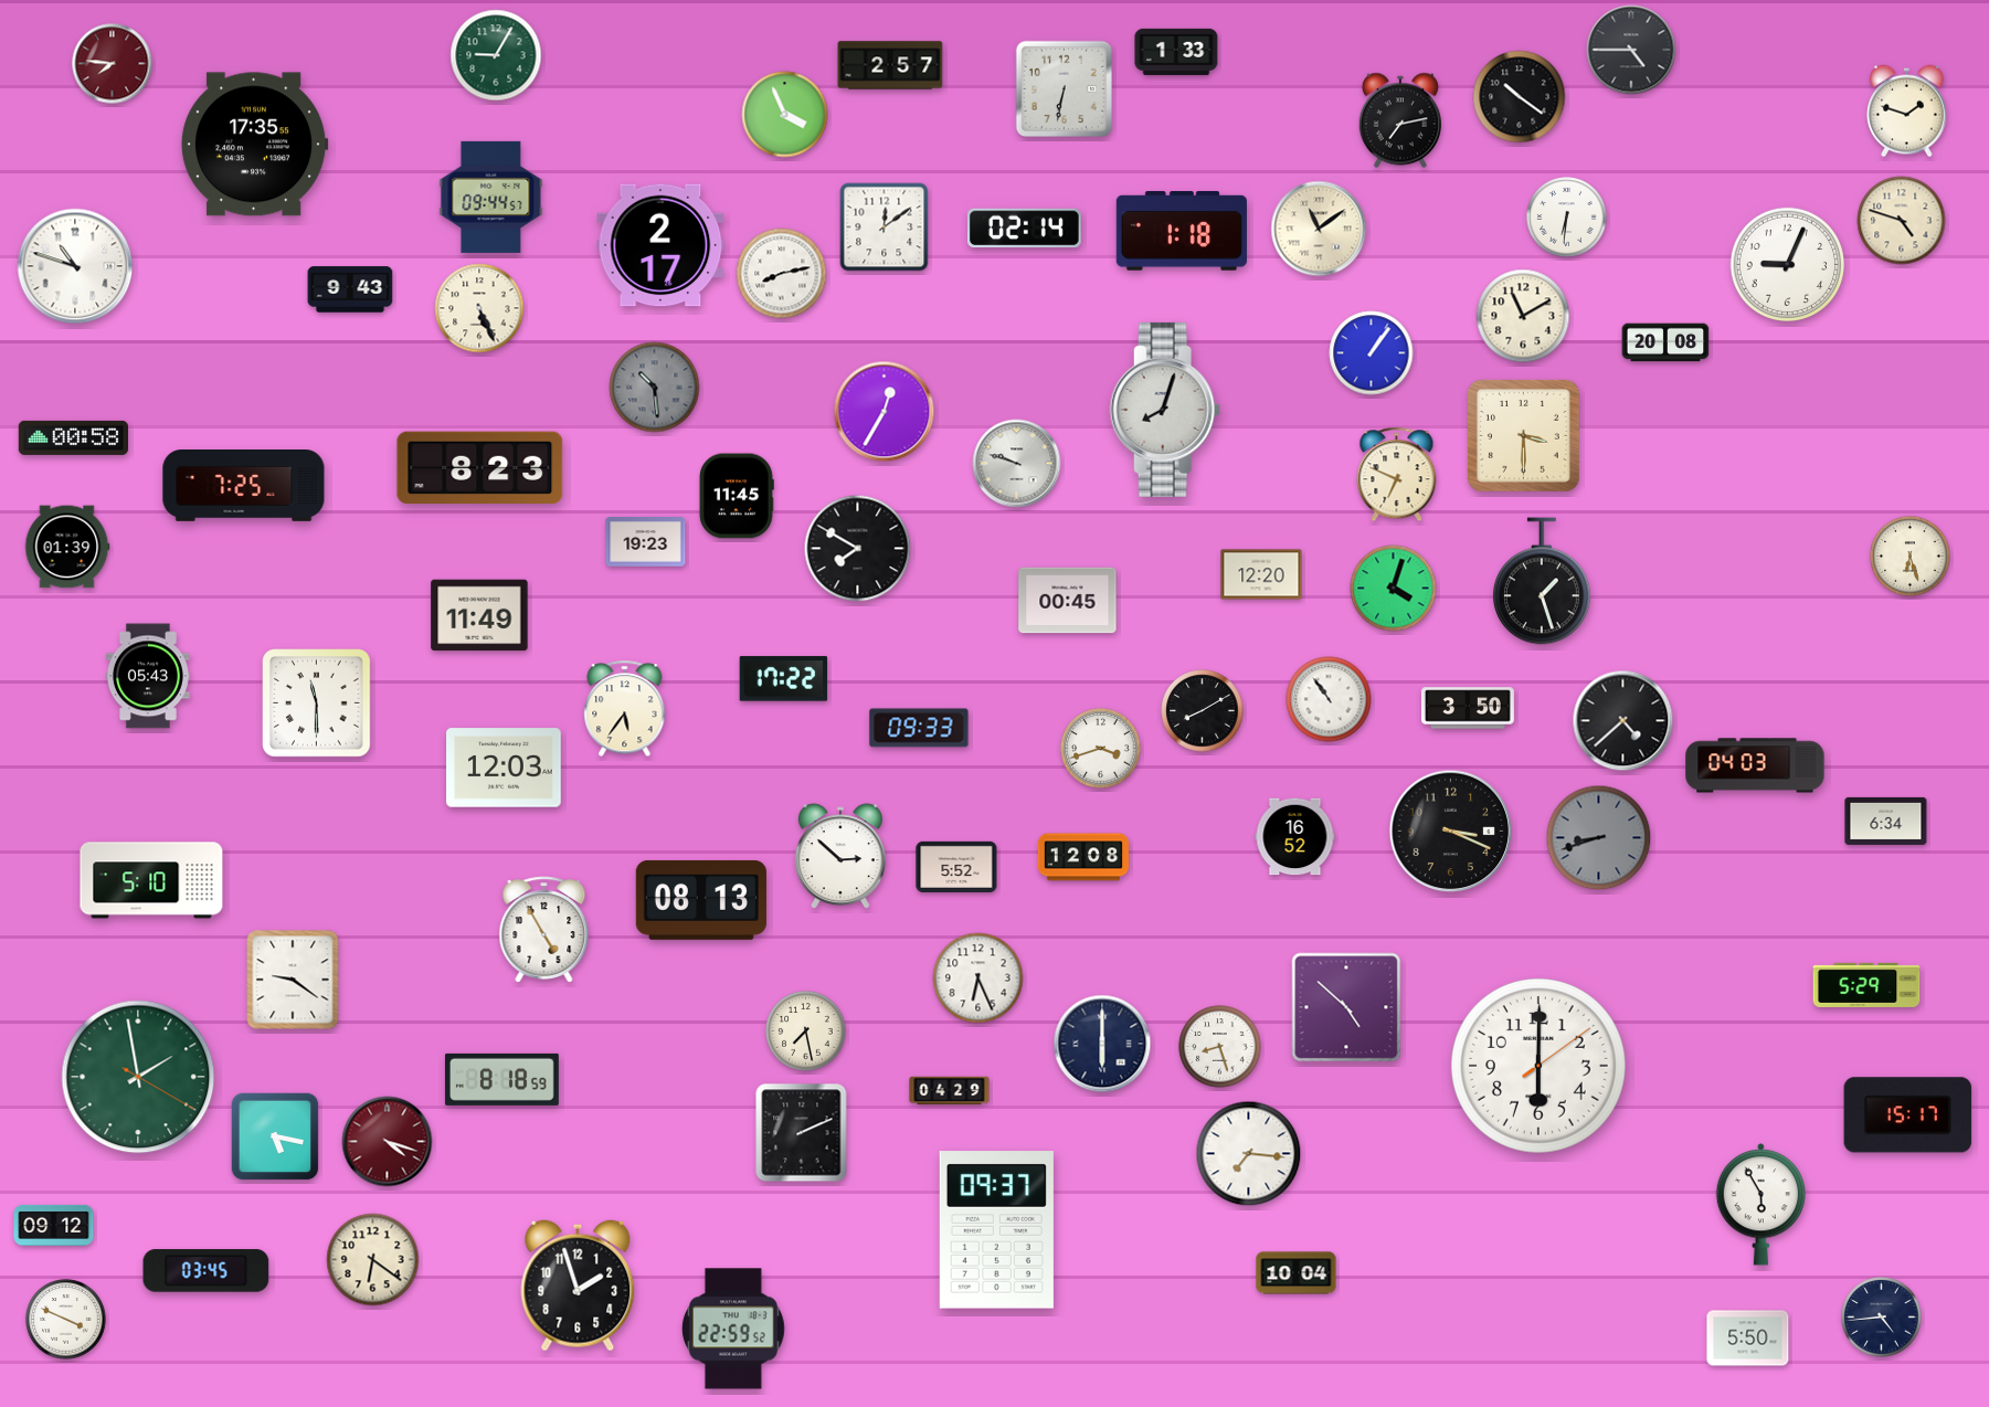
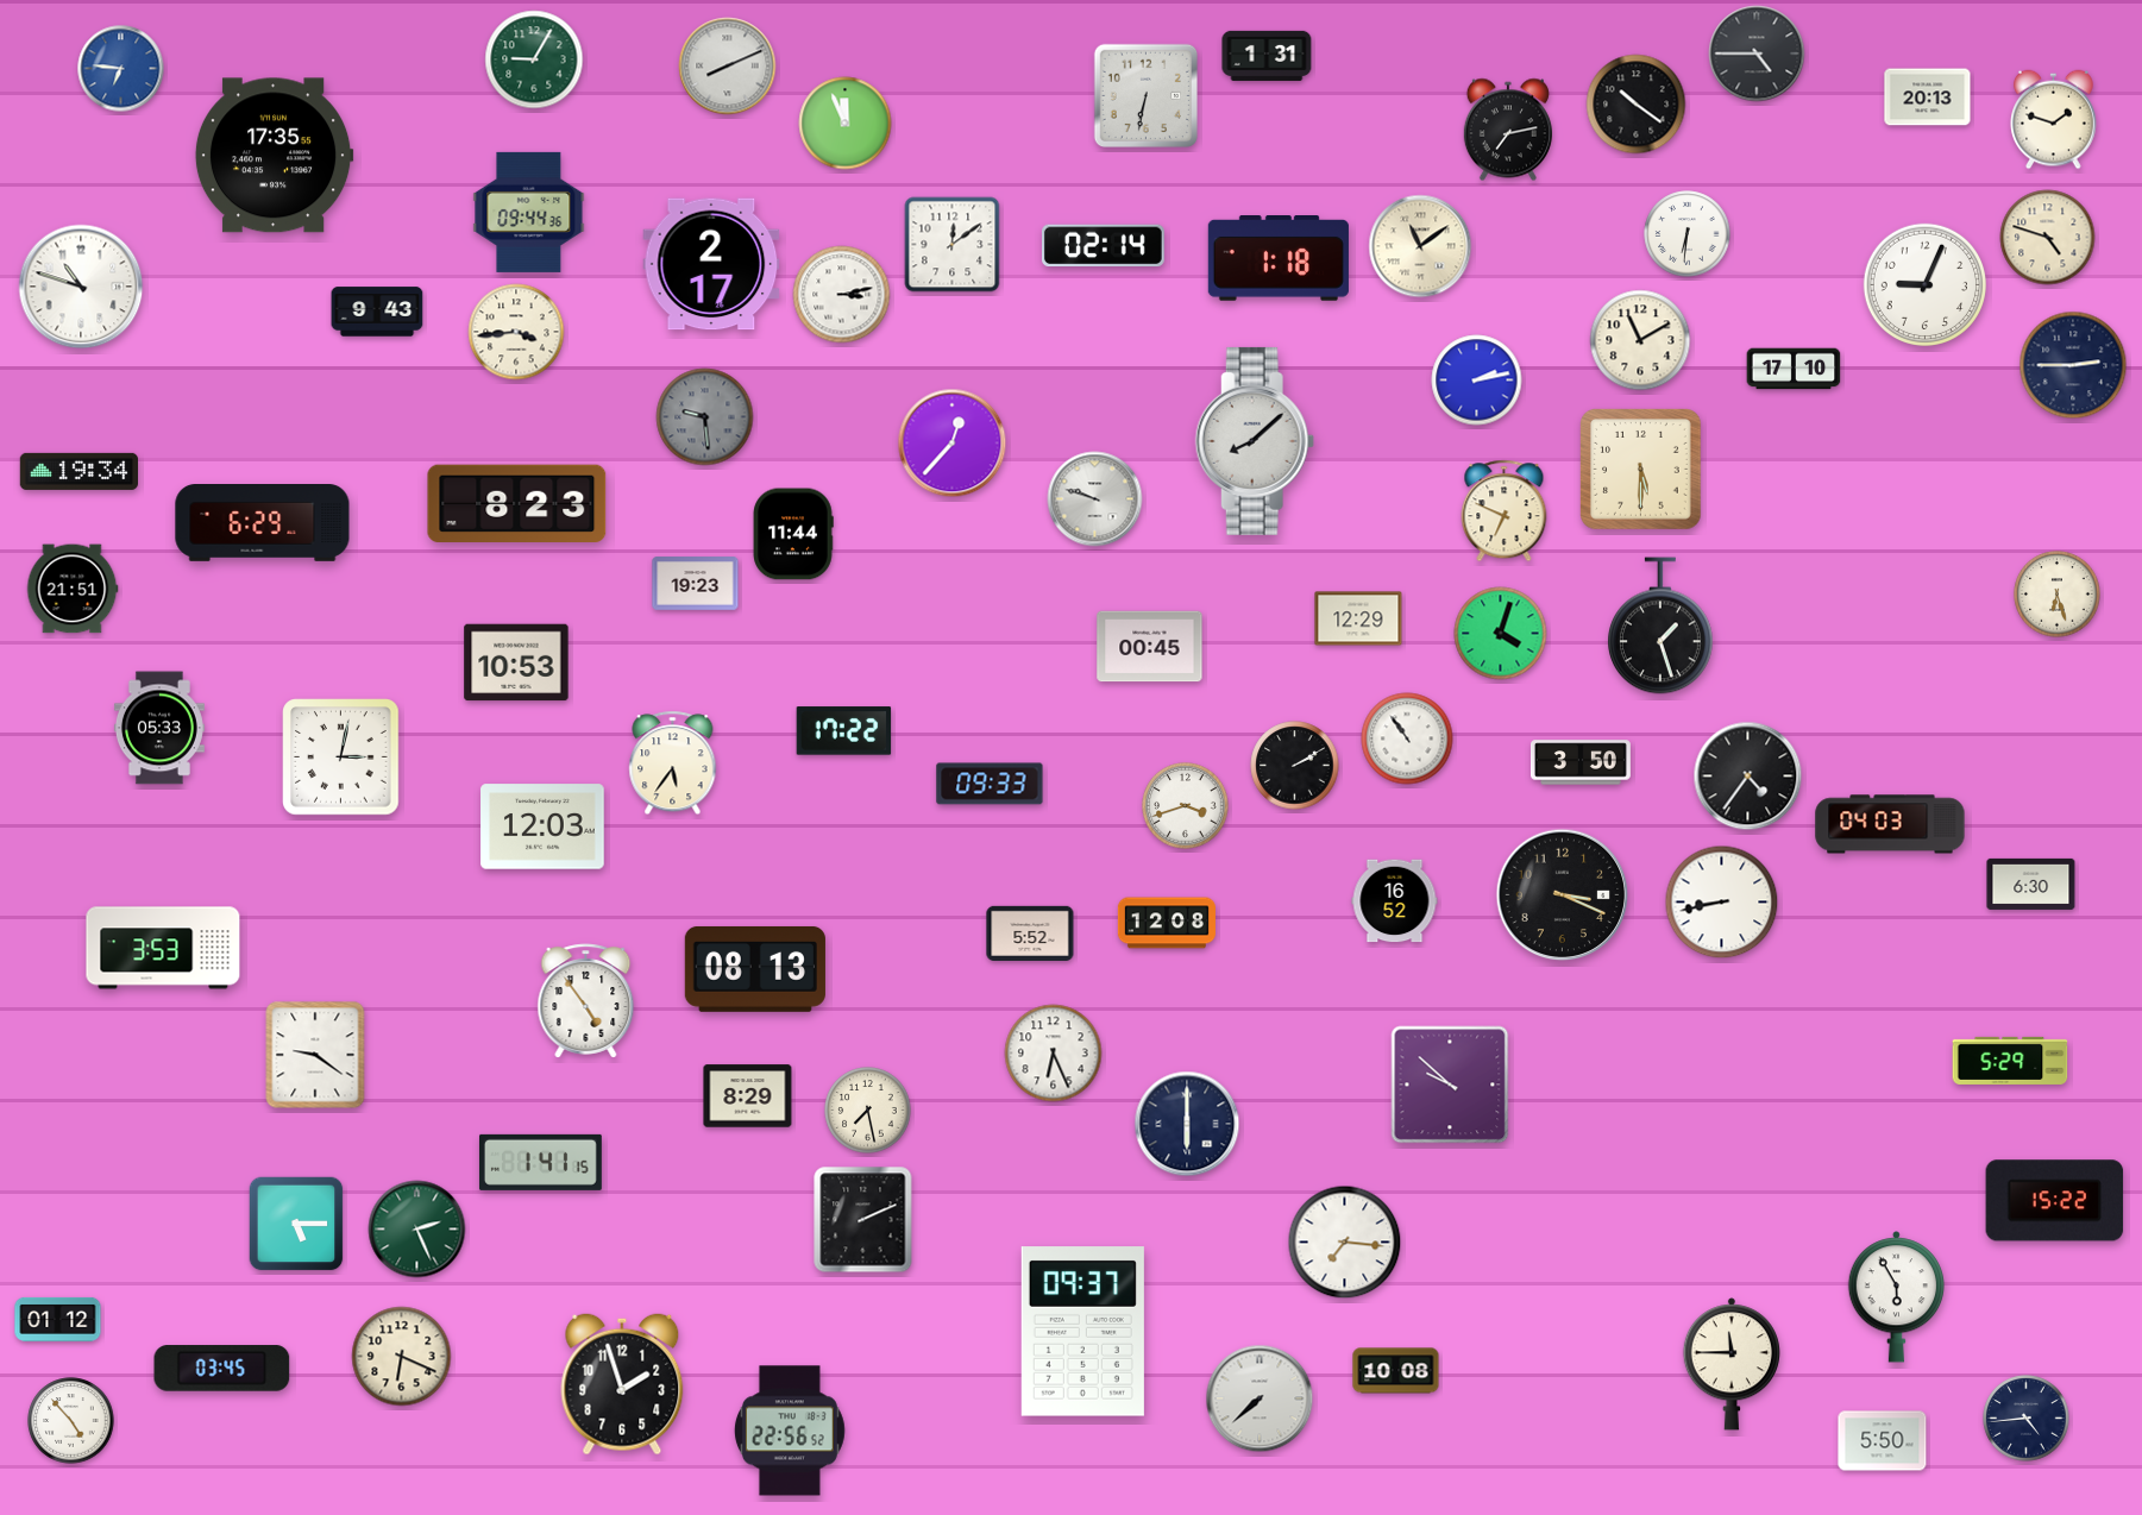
clock at (1176, 52): 1:33 -> 1:31
clock at (728, 67): none -> 8:11
clock at (113, 64): 7:46 -> 6:46
clock at (113, 64) dial: burgundy -> blue
clock at (890, 65): 2:57 -> none
clock at (1928, 98): none -> 20:13
clock at (785, 115): 3:56 -> 11:56
clock at (491, 197): 09:44:57 -> 09:44:36
clock at (1182, 232) position: (1182, 232) -> (1279, 259)
clock at (782, 274): 8:13 -> 3:13
clock at (479, 308): 5:26 -> 3:44
clock at (2073, 365): none -> 2:45
clock at (1665, 342): 20:08 -> 17:10
clock at (1372, 353): 1:06 -> 2:13
clock at (655, 388): 10:29 -> 9:29
clock at (1165, 410): 8:03 -> 8:08
clock at (885, 412): 12:35 -> 12:37
clock at (1524, 436): 3:30 -> 5:30
clock at (73, 437): 00:58 -> 19:34
clock at (244, 486): 7:25 -> 6:29
clock at (737, 496): 11:45 -> 11:44
clock at (67, 547): 01:39 -> 21:51
clock at (858, 549): 7:50 -> none
clock at (1911, 557) position: (1911, 557) -> (2058, 595)
clock at (1261, 574): 12:20 -> 12:29
clock at (479, 615): 11:49 -> 10:53
clock at (148, 676): 05:43 -> 05:33
clock at (1329, 699) position: (1329, 699) -> (1407, 738)
clock at (317, 703): 11:30 -> 3:02
clock at (1203, 711): 8:10 -> 2:10
clock at (1623, 721): 4:38 -> 4:36
clock at (1886, 821): 6:34 -> 6:30
clock at (1599, 838): 8:42 -> 8:43
clock at (1599, 838) dial: grey -> white
clock at (840, 857): 2:52 -> none
clock at (151, 880): 5:10 -> 3:53
clock at (544, 930): 4:55 -> 4:54
clock at (1346, 1007): 4:52 -> 9:52
clock at (748, 1096): none -> 8:29
clock at (1220, 1047): 8:27 -> none
clock at (1540, 1067): 6:00 -> none
clock at (138, 1077): 1:58 -> none
clock at (501, 1079): 8:18 -> 1:41
clock at (950, 1091): 04:29 -> none
clock at (1908, 1115): 15:17 -> 15:22
clock at (275, 1136): 5:17 -> 5:15
clock at (388, 1142): 4:18 -> 2:26
clock at (388, 1142) dial: burgundy -> green
clock at (54, 1225): 09:12 -> 01:12
clock at (996, 1230) position: (996, 1230) -> (1082, 1332)
clock at (373, 1260): 6:21 -> 6:19
clock at (1730, 1364): none -> 11:45
clock at (1297, 1273): 10:04 -> 10:08
clock at (1260, 1398): none -> 7:38
clock at (66, 1320): 3:49 -> 4:53
clock at (733, 1329): 22:59 -> 22:56
